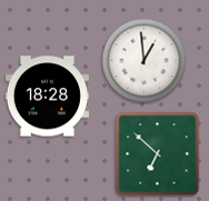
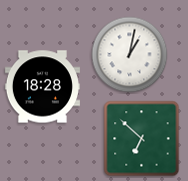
clock at (145, 61): 12:59 -> 1:02
